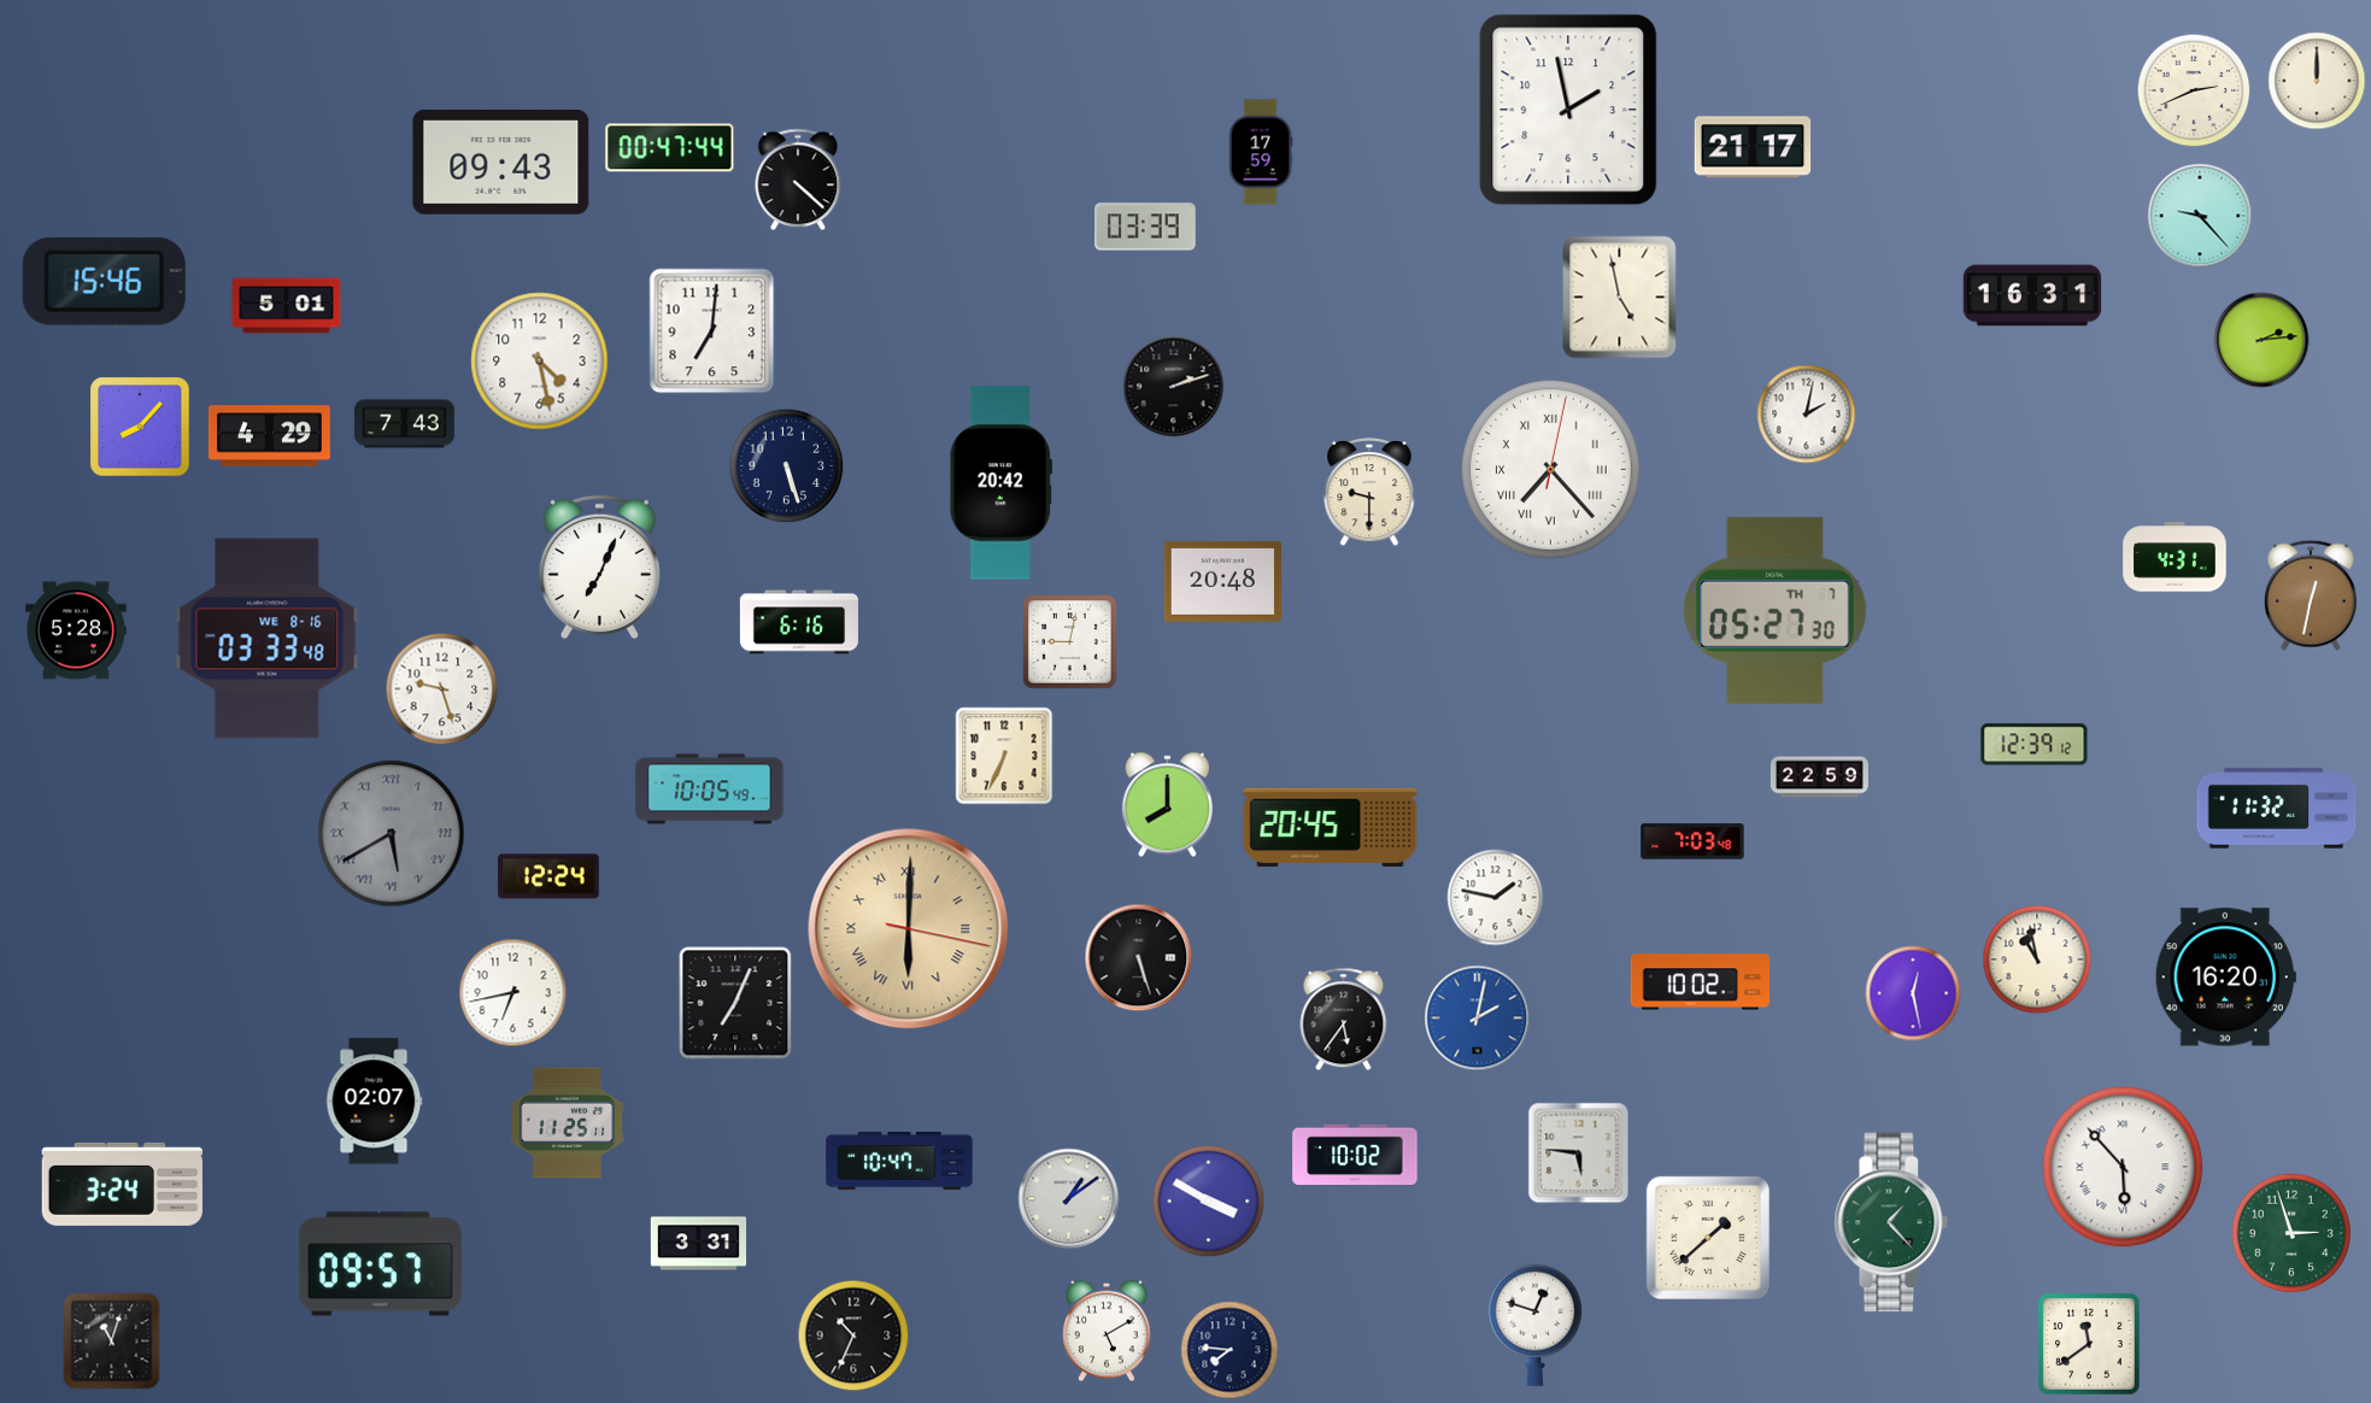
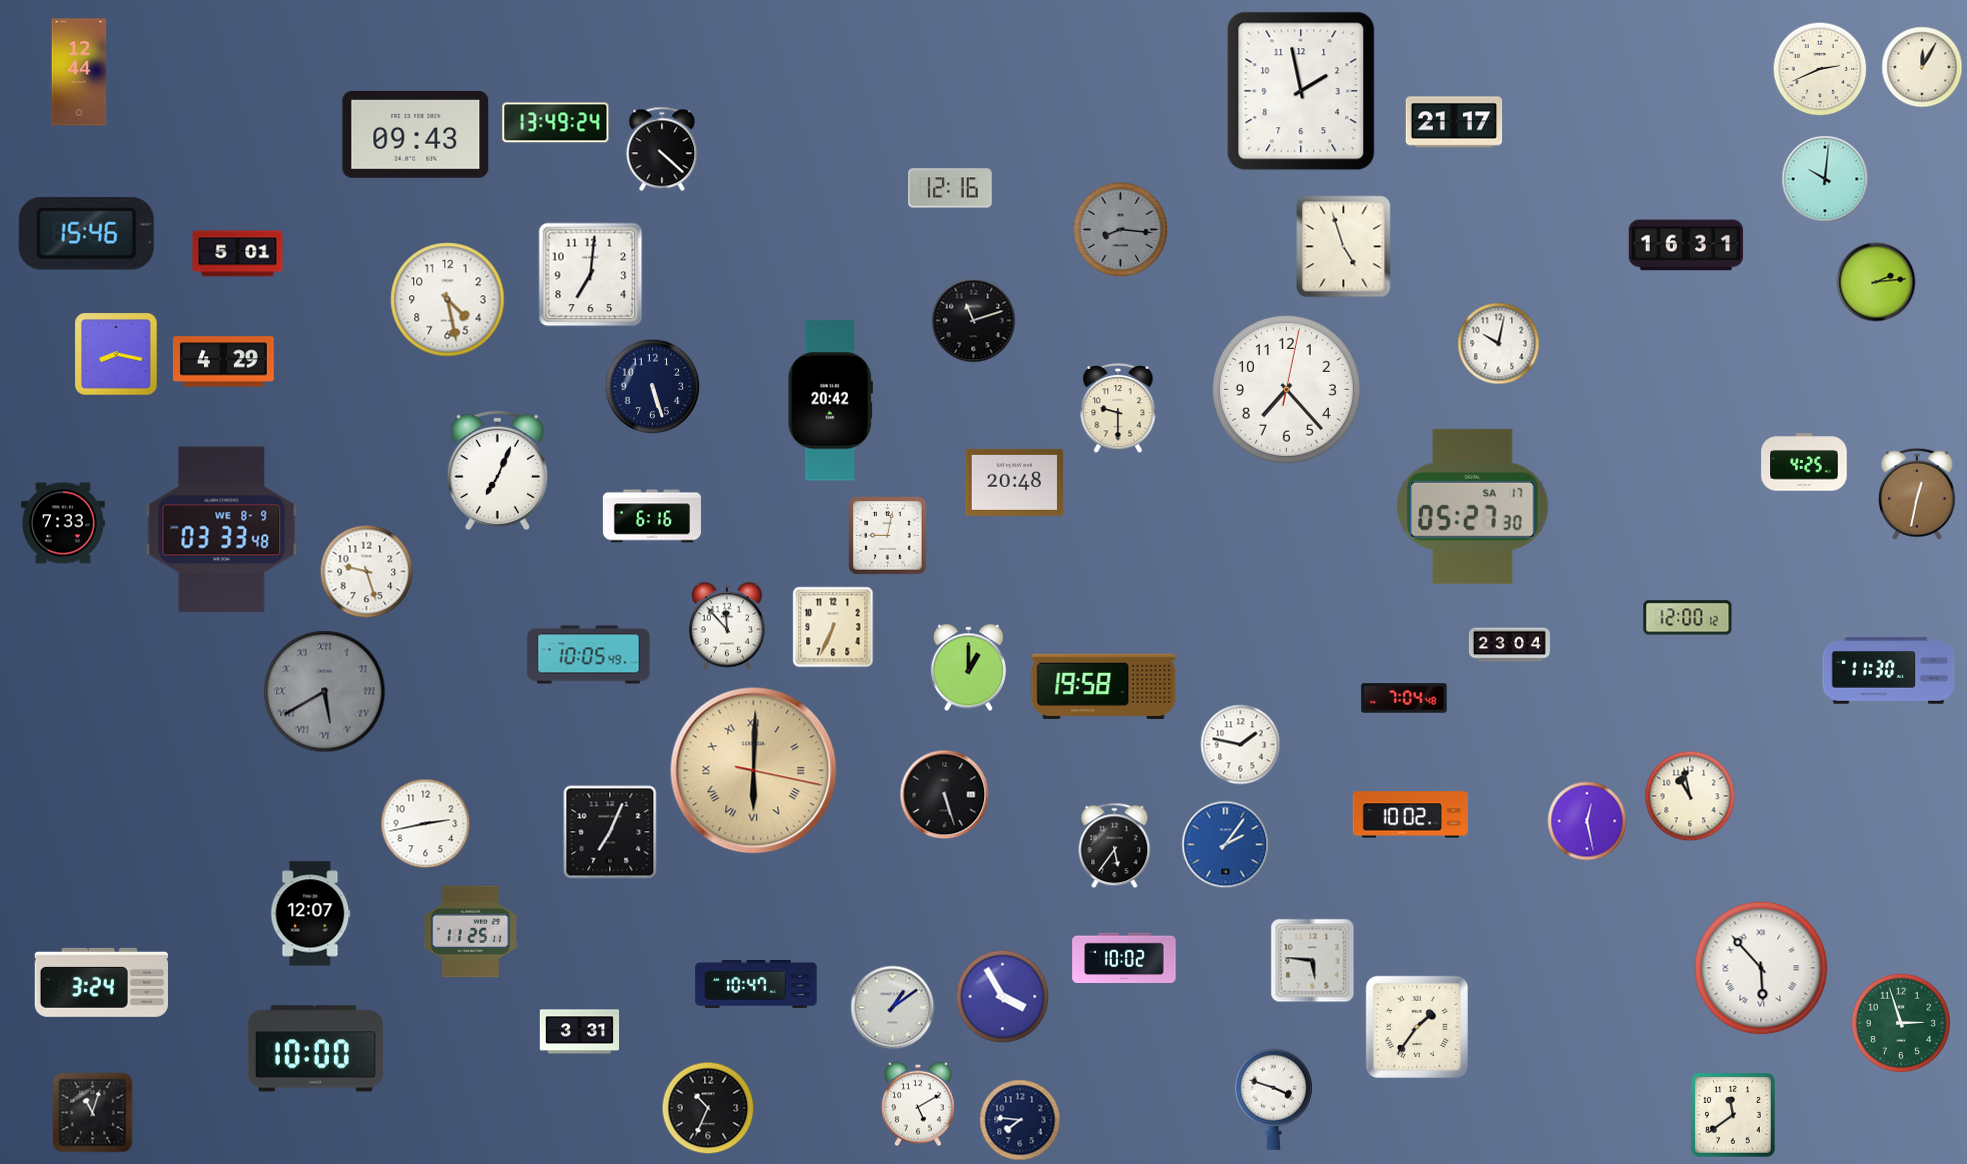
clock at (2317, 81): 12:00 -> 12:05
clock at (79, 72): none -> 12:44
clock at (2194, 90) position: (2194, 90) -> (1820, 69)
clock at (670, 148): 00:47 -> 13:49
clock at (1261, 152): 17:59 -> none
clock at (2200, 216): 9:23 -> 10:01
clock at (1145, 227): 03:39 -> 12:16
clock at (1121, 230): none -> 8:16
clock at (1620, 298): 4:58 -> 4:57
clock at (1174, 387): 2:12 -> 11:12
clock at (1807, 415): 2:02 -> 10:02
clock at (405, 424): 7:43 -> none
clock at (140, 427): 8:07 -> 8:17
clock at (1550, 469) numerals: Roman -> Arabic
clock at (1369, 492) position: (1369, 492) -> (1118, 408)
clock at (2175, 557): 4:31 -> 4:25
clock at (1776, 610) date: TH 7 -> SA 17
clock at (799, 622) position: (799, 622) -> (652, 516)
clock at (76, 630): 5:28 -> 7:33
clock at (268, 639) date: WE 8-16 -> WE 8-9
clock at (1070, 642) position: (1070, 642) -> (888, 536)
clock at (2035, 745): 12:39 -> 12:00
clock at (726, 626): none -> 11:53
clock at (1819, 777): 22:59 -> 23:04
clock at (1167, 805): 8:00 -> 1:00
clock at (2277, 809): 11:32 -> 11:30
clock at (1331, 827): 20:45 -> 19:58
clock at (1692, 841): 7:03 -> 7:04
clock at (548, 876): 12:24 -> none
clock at (2225, 978): 16:20 -> none
clock at (513, 993): 6:43 -> 2:43
clock at (1913, 993) position: (1913, 993) -> (1587, 821)
clock at (1478, 1019): 2:02 -> 2:06
clock at (375, 1102): 02:07 -> 12:07
clock at (1579, 1153) position: (1579, 1153) -> (1313, 961)
clock at (899, 1161) position: (899, 1161) -> (756, 984)
clock at (1069, 1199) position: (1069, 1199) -> (893, 1008)
clock at (1209, 1202): 3:50 -> 3:55
clock at (1891, 1222): 1:23 -> none
clock at (1708, 1238): 1:38 -> 1:36
clock at (380, 1264): 09:57 -> 10:00
clock at (1534, 1325): 12:48 -> 3:48
